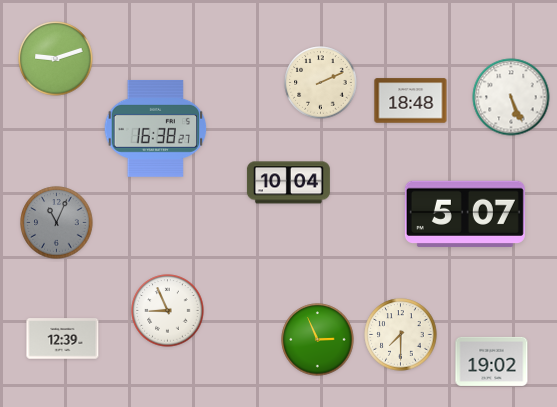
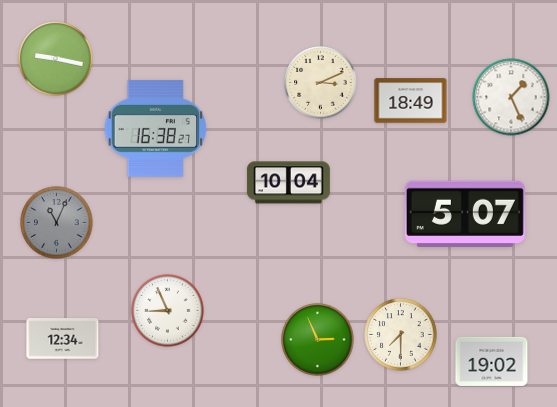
clock at (56, 59): 9:12 -> 9:17
clock at (321, 83): 2:11 -> 3:11
clock at (511, 97): 5:26 -> 1:26
clock at (411, 101): 18:48 -> 18:49
clock at (63, 339): 12:39 -> 12:34
